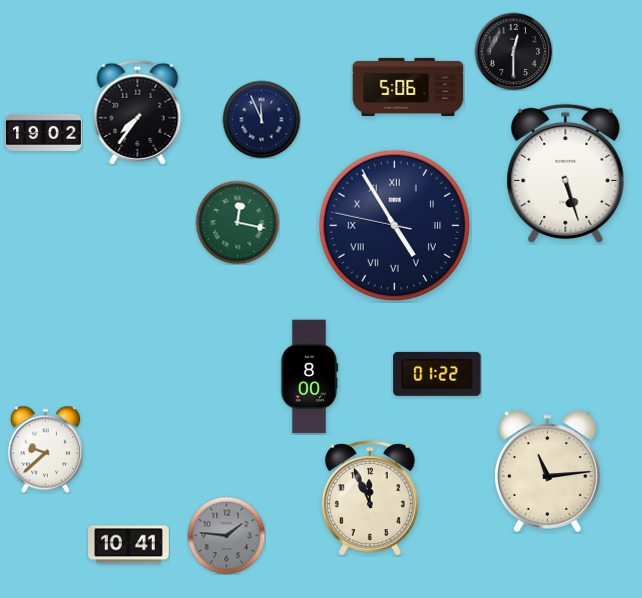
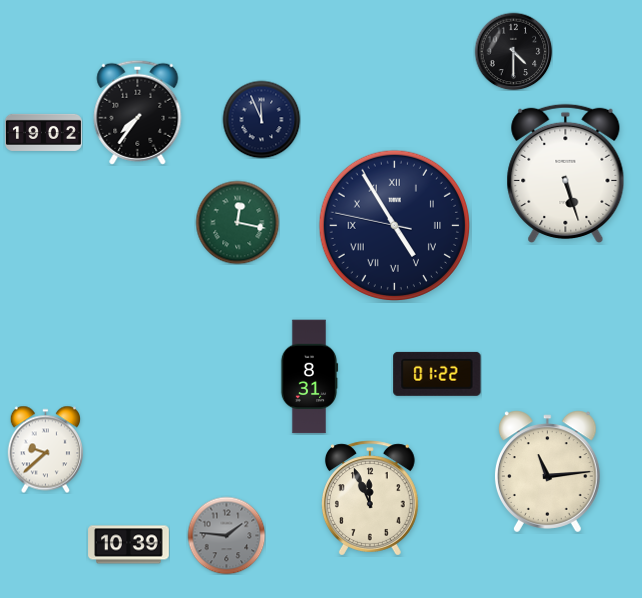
clock at (513, 51): 12:30 -> 4:30
clock at (408, 87): 5:06 -> none
clock at (309, 377): 8:00 -> 8:31
clock at (129, 545): 10:41 -> 10:39
